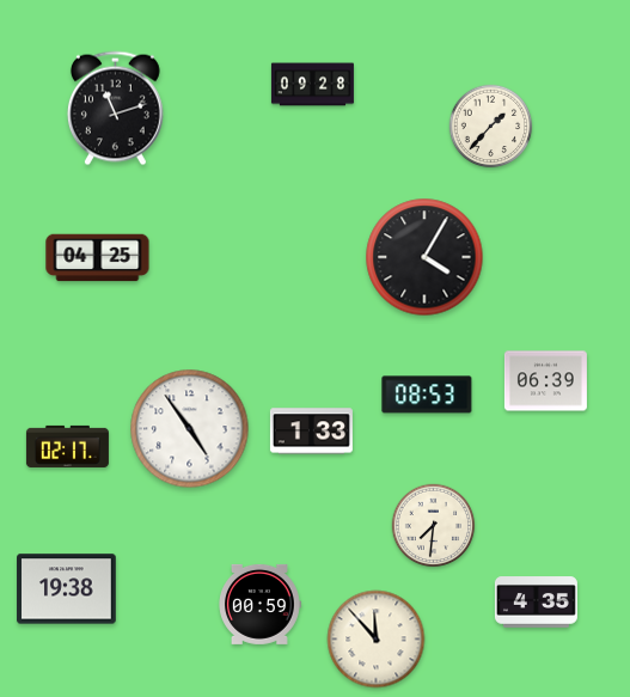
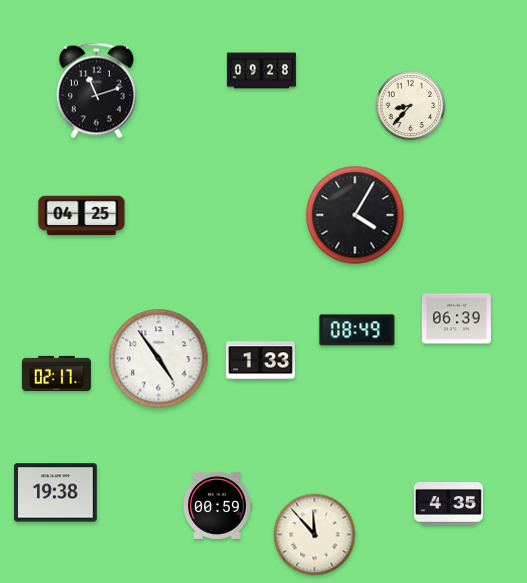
clock at (491, 127): 1:37 -> 8:37
clock at (427, 395): 08:53 -> 08:49
clock at (434, 526): 7:31 -> none
